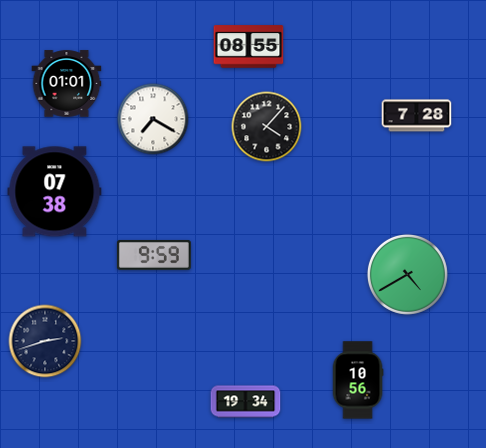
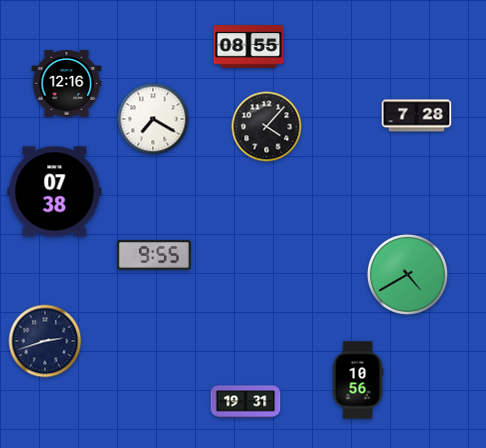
clock at (67, 84): 01:01 -> 12:16
clock at (154, 255): 9:59 -> 9:55
clock at (246, 402): 19:34 -> 19:31
